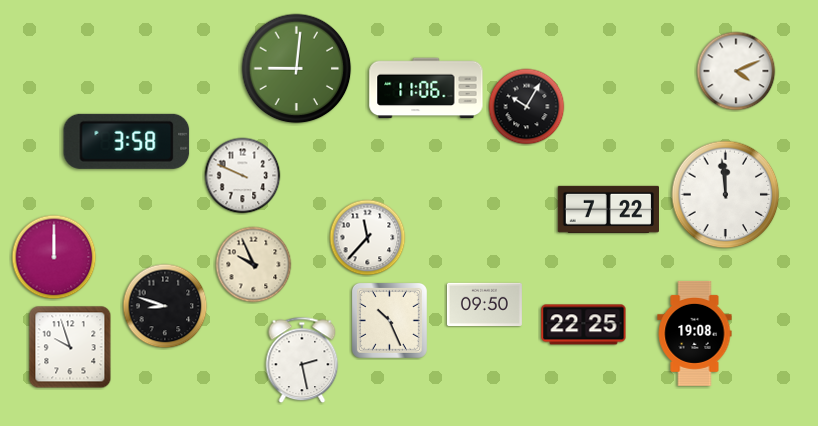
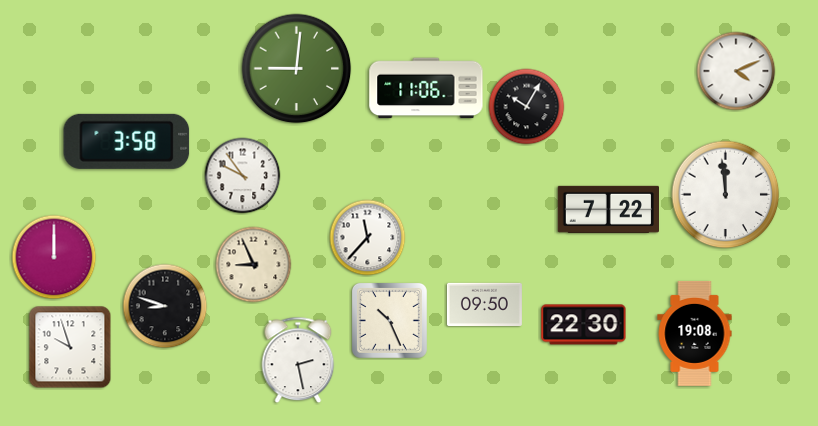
clock at (243, 176): 9:49 -> 9:54
clock at (254, 265): 9:56 -> 8:56
clock at (584, 325): 22:25 -> 22:30
clock at (302, 360) position: (302, 360) -> (298, 360)
